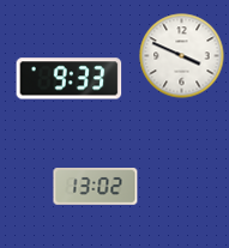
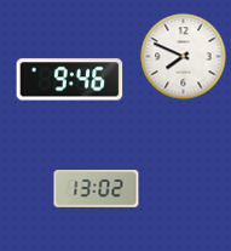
clock at (182, 56): 3:49 -> 7:49
clock at (70, 79): 9:33 -> 9:46
